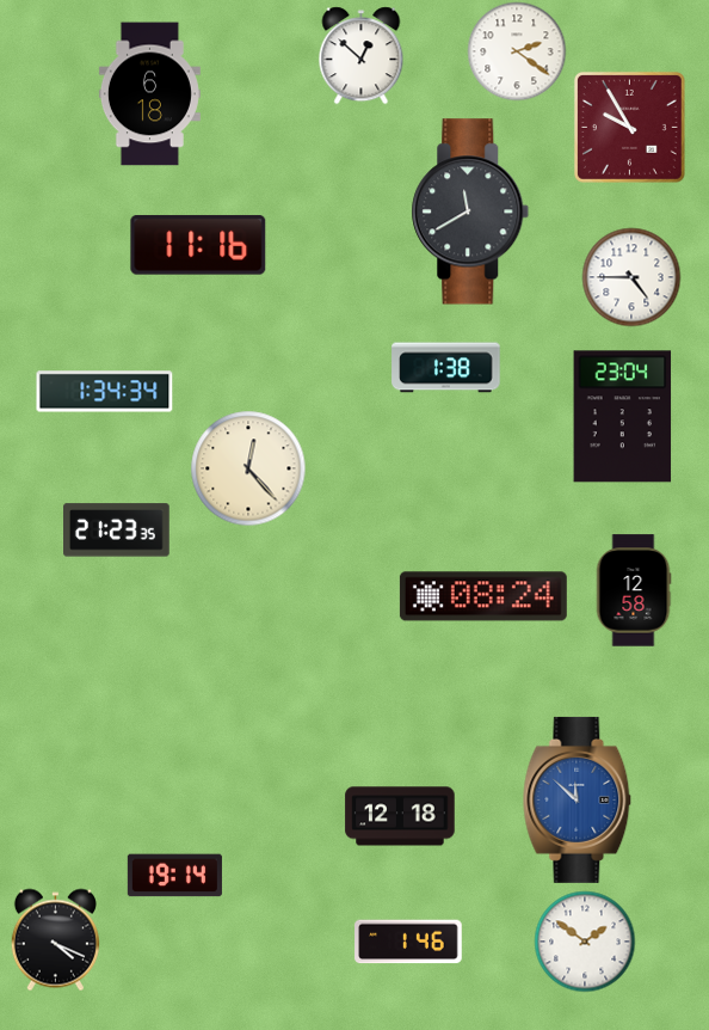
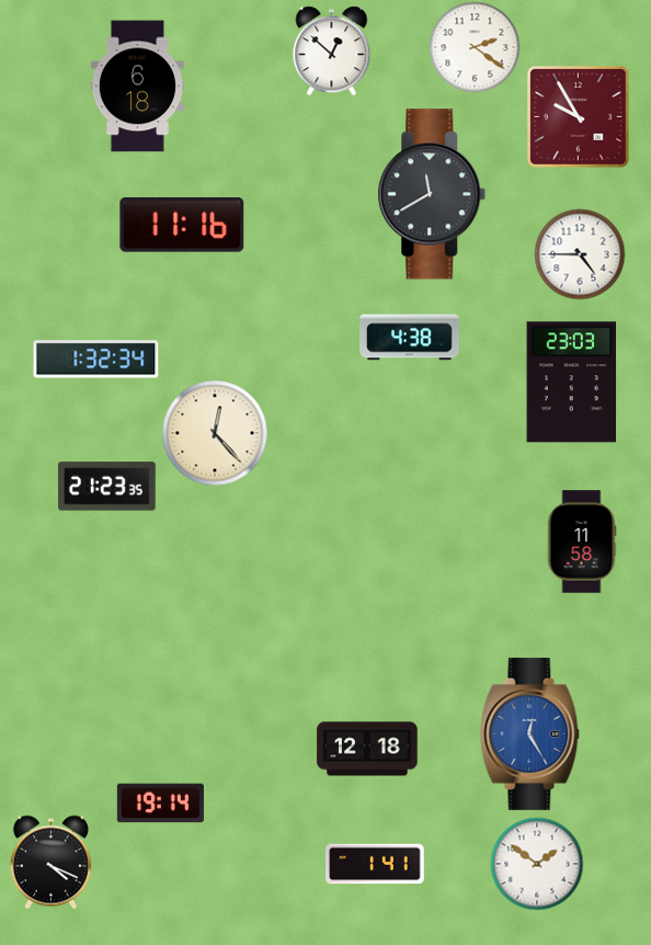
clock at (446, 368): 1:38 -> 4:38
clock at (105, 392): 1:34 -> 1:32
clock at (623, 417): 23:04 -> 23:03
clock at (248, 468) position: (248, 468) -> (215, 433)
clock at (634, 590): 12:58 -> 11:58
clock at (483, 596): 08:24 -> none
clock at (578, 799): 11:52 -> 12:25
clock at (408, 942): 1:46 -> 1:41
